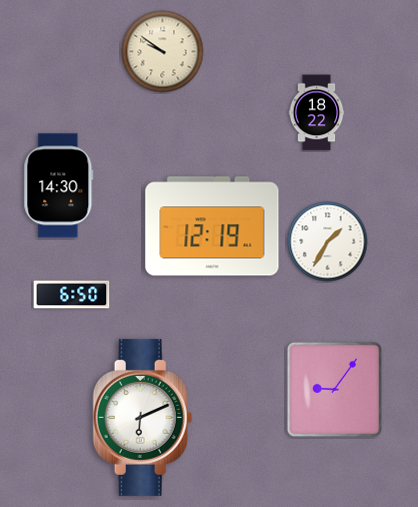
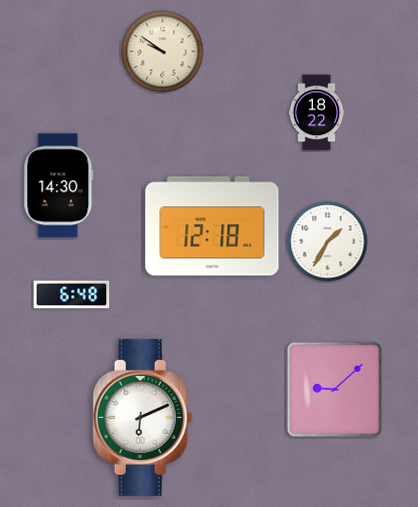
clock at (212, 226): 12:19 -> 12:18
clock at (72, 295): 6:50 -> 6:48
clock at (335, 390): 9:06 -> 9:08
